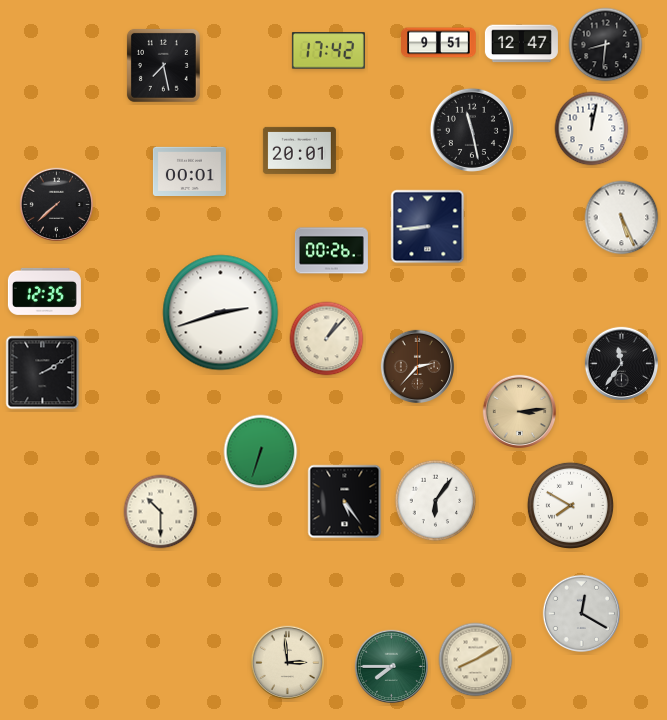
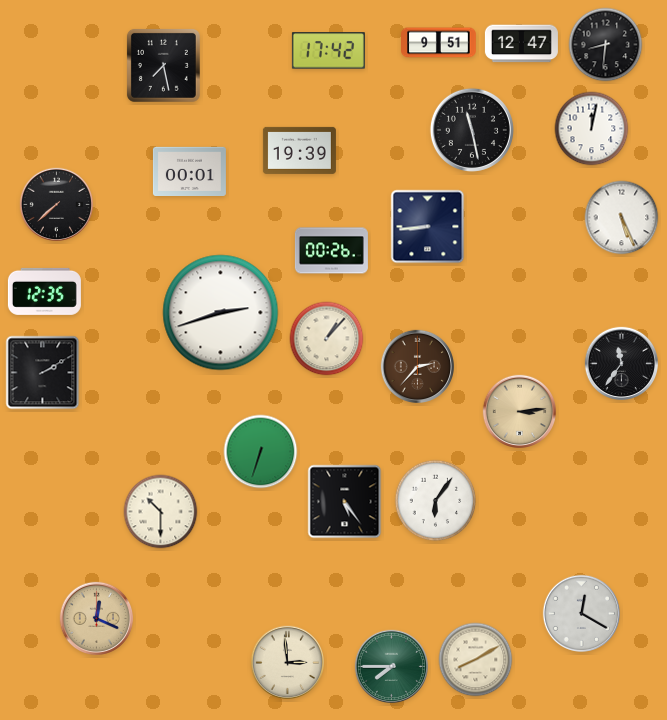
clock at (299, 150): 20:01 -> 19:39
clock at (570, 505): 7:50 -> none
clock at (96, 618): none -> 12:19
